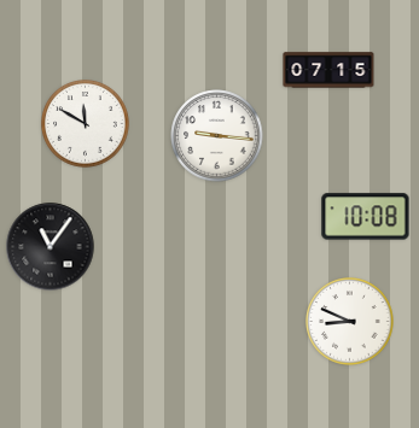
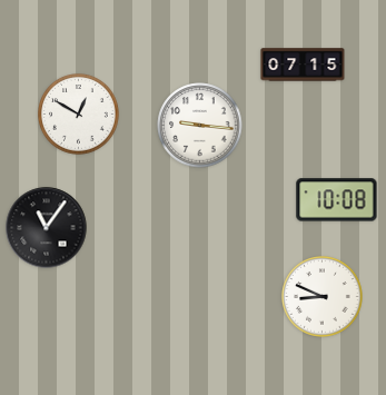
clock at (86, 124): 11:50 -> 12:50
